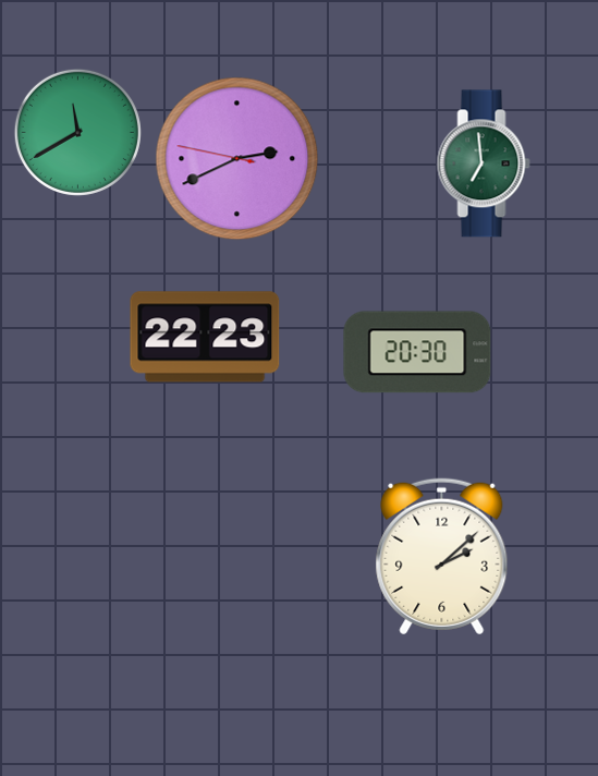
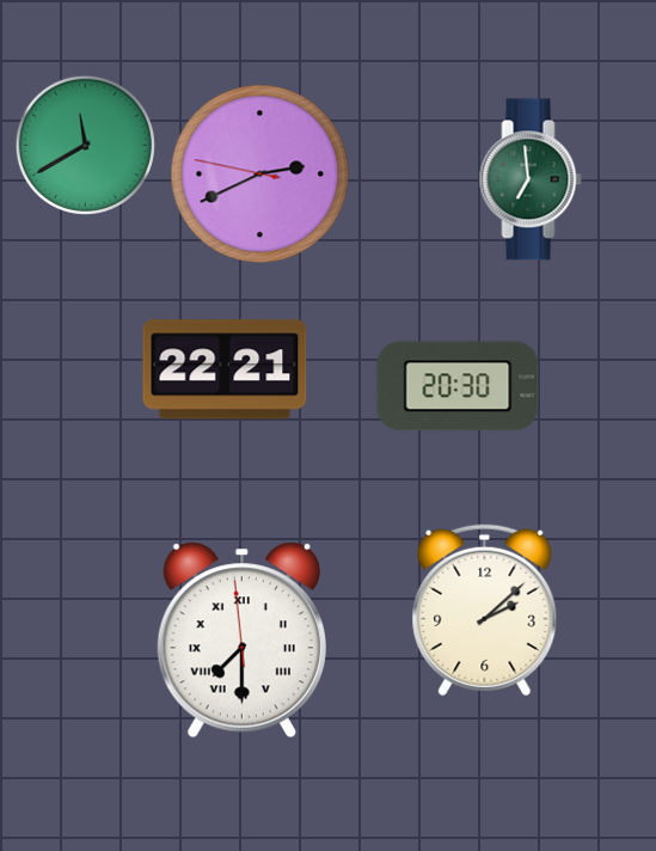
clock at (205, 337): 22:23 -> 22:21
clock at (241, 641): none -> 7:29
